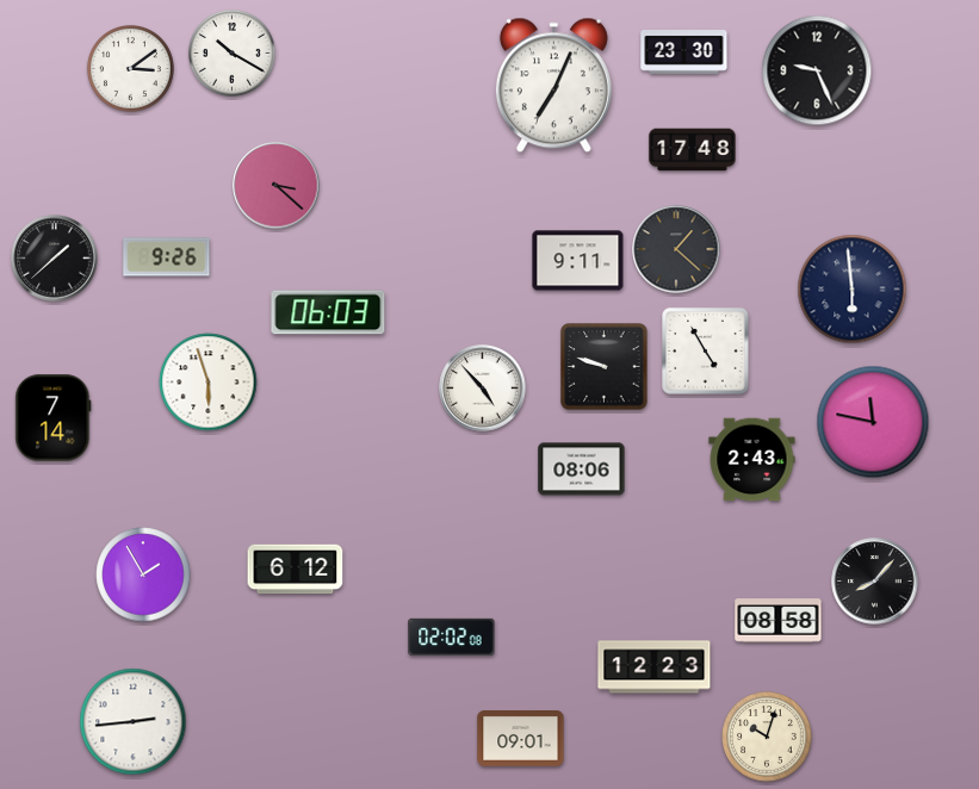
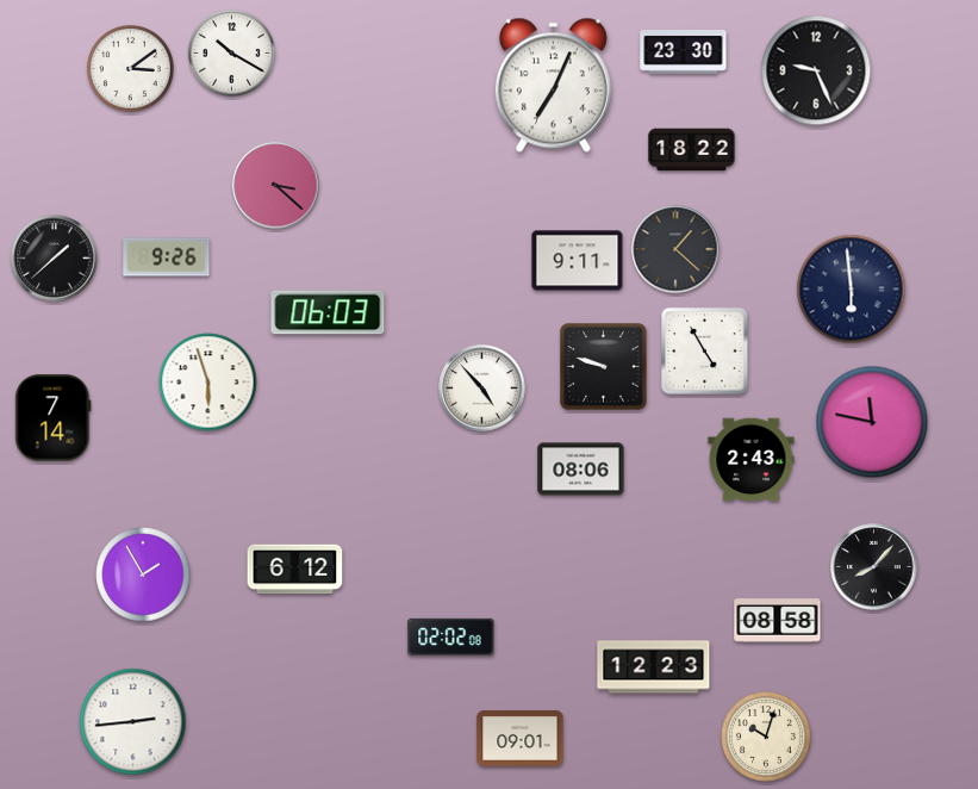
clock at (693, 150): 17:48 -> 18:22
clock at (875, 582) position: (875, 582) -> (874, 567)
